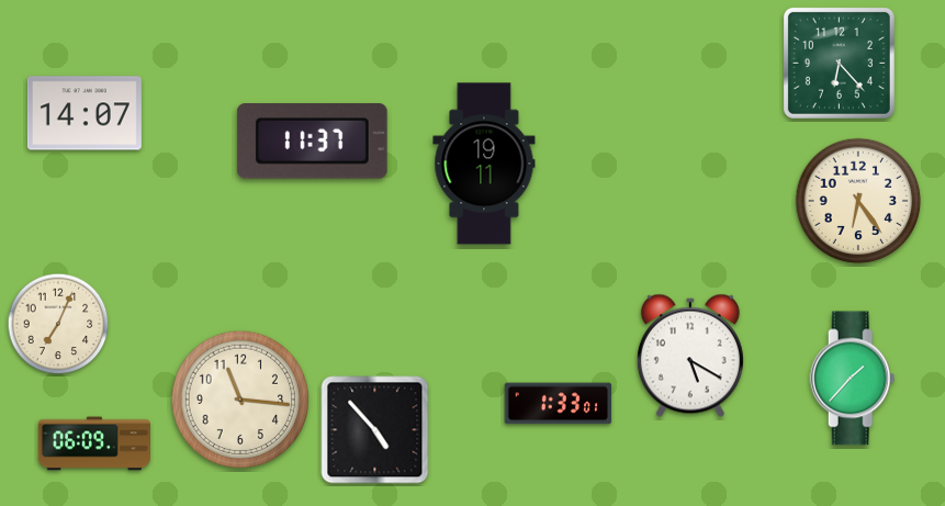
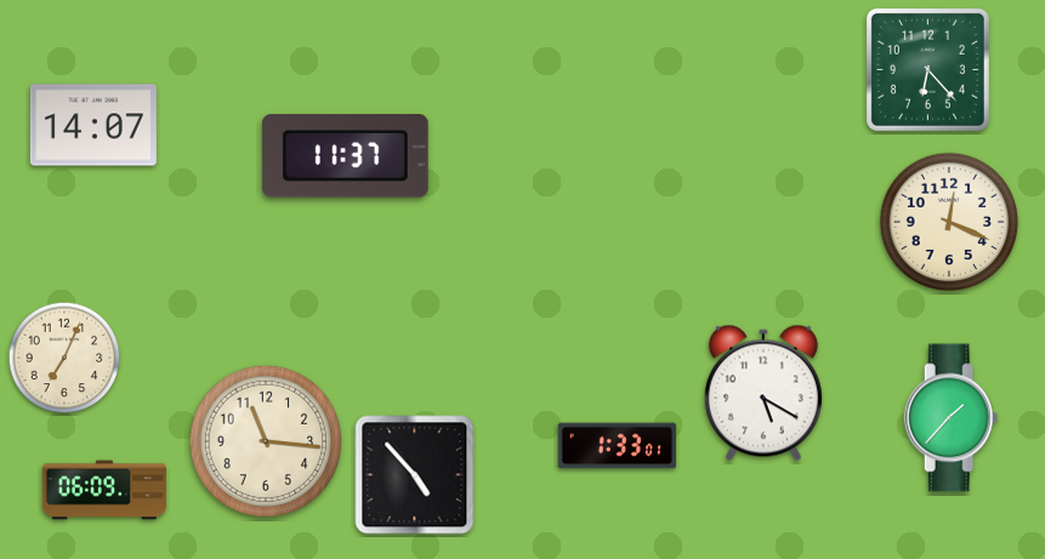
clock at (484, 164): 19:11 -> none
clock at (858, 201): 6:24 -> 12:19
clock at (853, 379) position: (853, 379) -> (952, 418)
